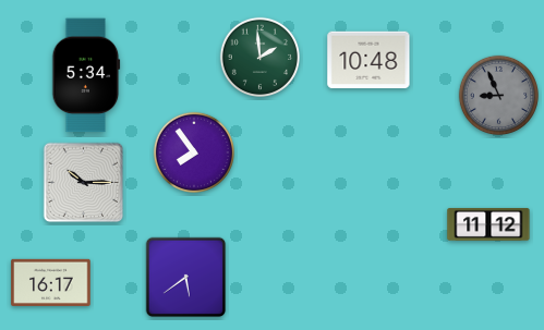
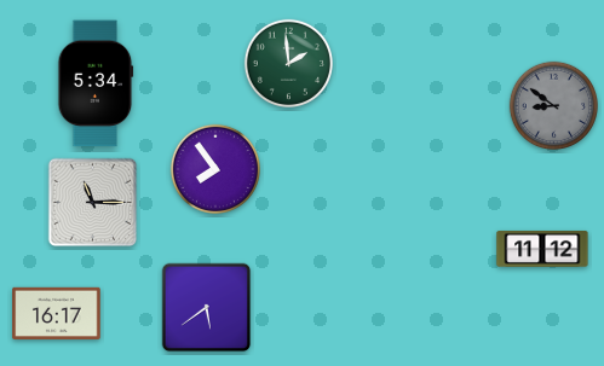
clock at (368, 60): 10:48 -> none
clock at (498, 95): 8:56 -> 8:51
clock at (84, 183): 10:15 -> 11:15
